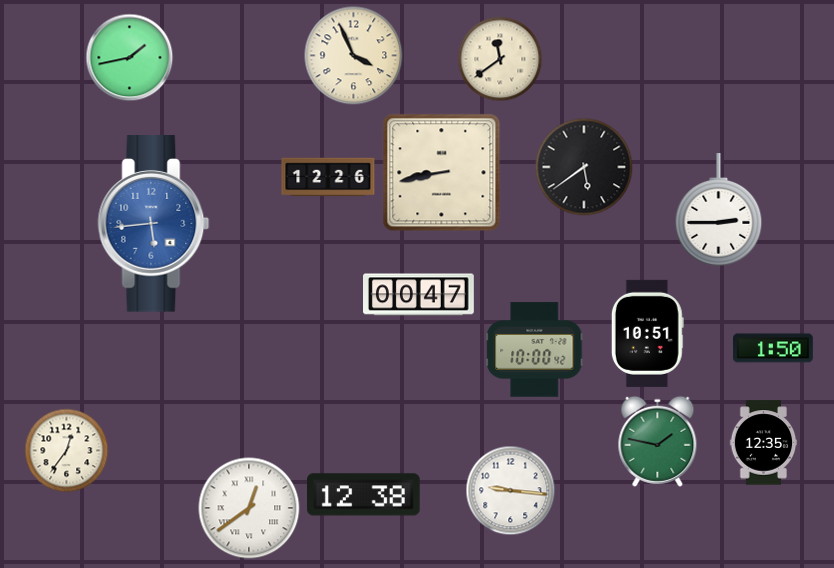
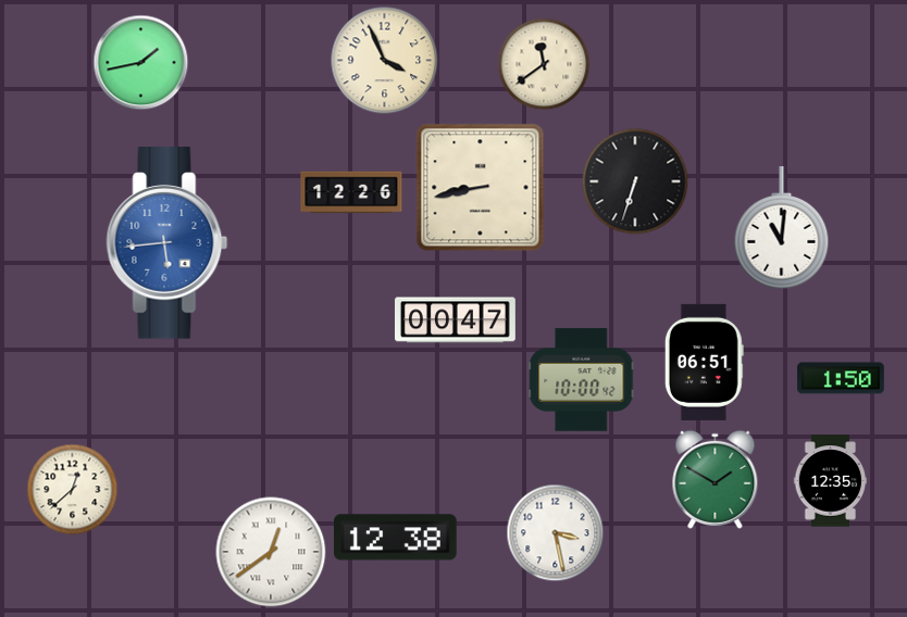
clock at (584, 167): 5:39 -> 6:33
clock at (328, 177) position: (328, 177) -> (351, 192)
clock at (719, 210): 2:45 -> 11:01
clock at (647, 333): 10:51 -> 06:51
clock at (658, 441): 1:47 -> 1:50
clock at (67, 451): 12:36 -> 12:38
clock at (511, 491): 9:16 -> 3:28
